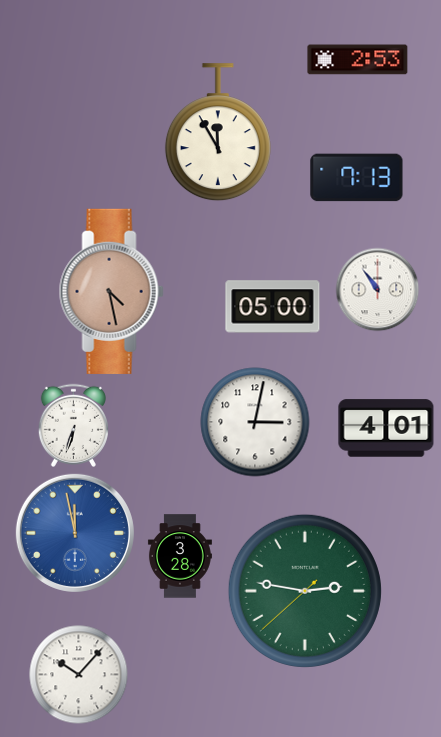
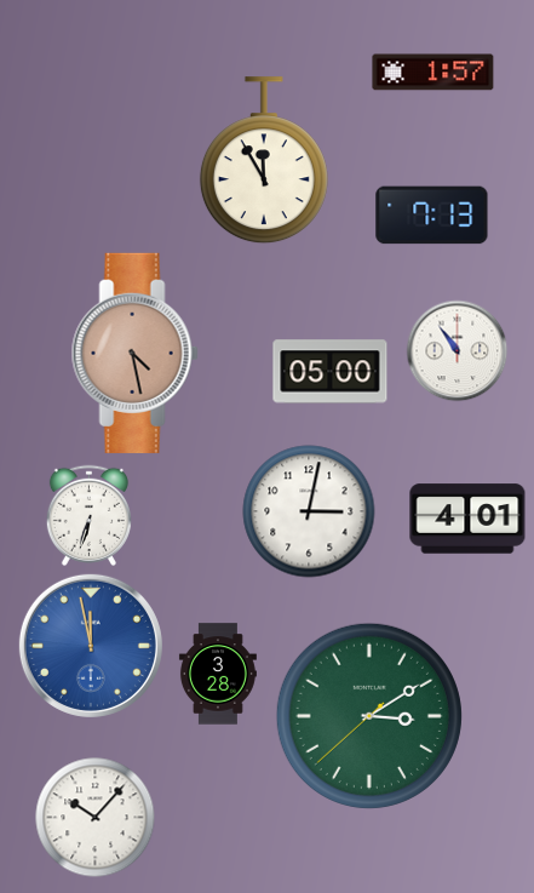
clock at (358, 60): 2:53 -> 1:57
clock at (305, 591): 2:46 -> 3:09
